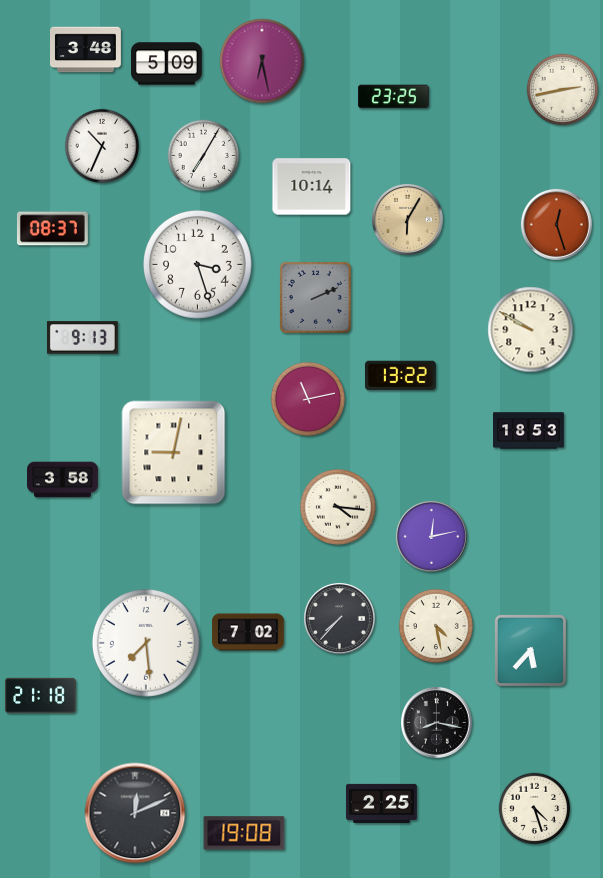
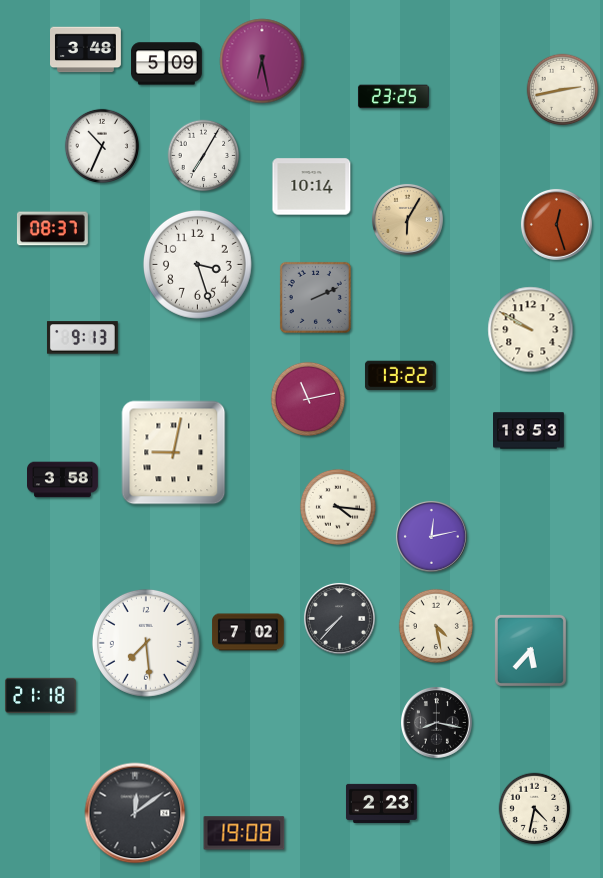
clock at (382, 803): 2:25 -> 2:23
clock at (535, 809): 4:27 -> 4:32
clock at (135, 813): 12:11 -> 12:09
